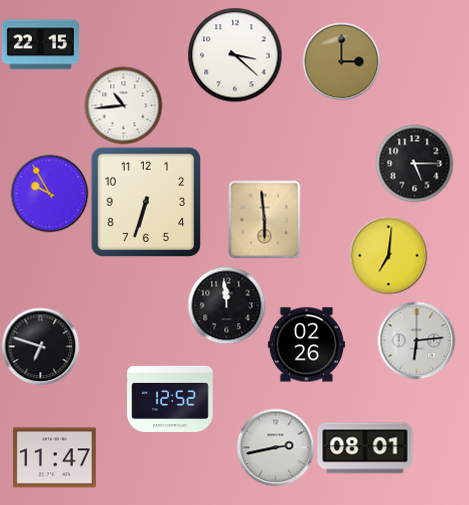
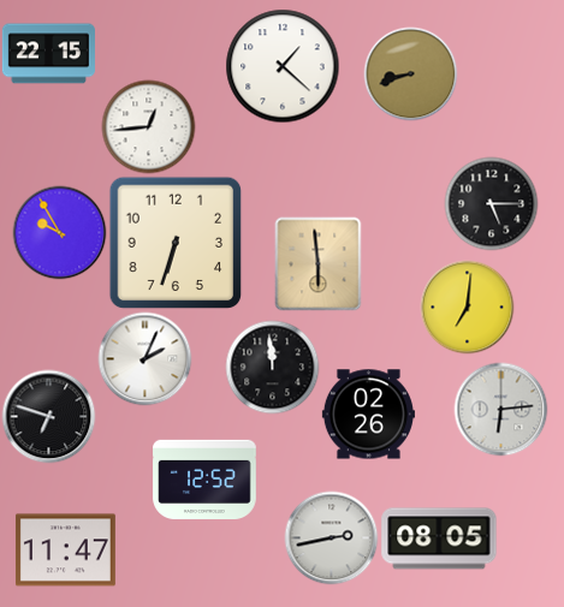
clock at (235, 55): 3:22 -> 1:22
clock at (341, 61): 3:00 -> 8:42
clock at (123, 105): 10:44 -> 12:44
clock at (414, 163) position: (414, 163) -> (491, 203)
clock at (144, 358): none -> 2:04
clock at (365, 448): 08:01 -> 08:05
